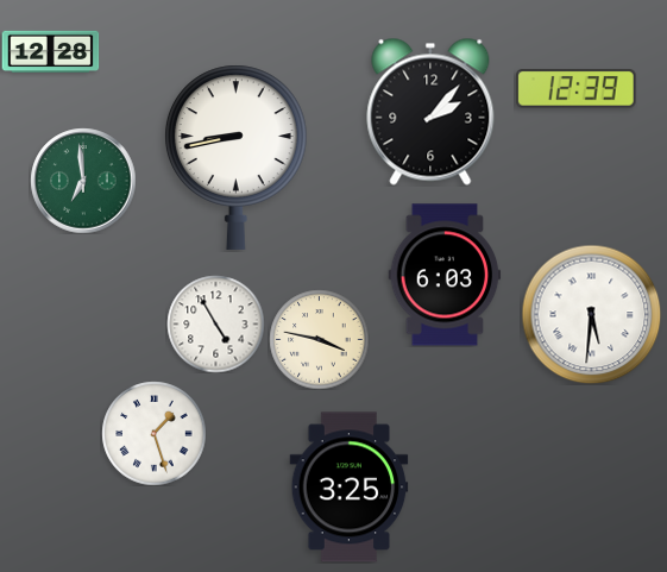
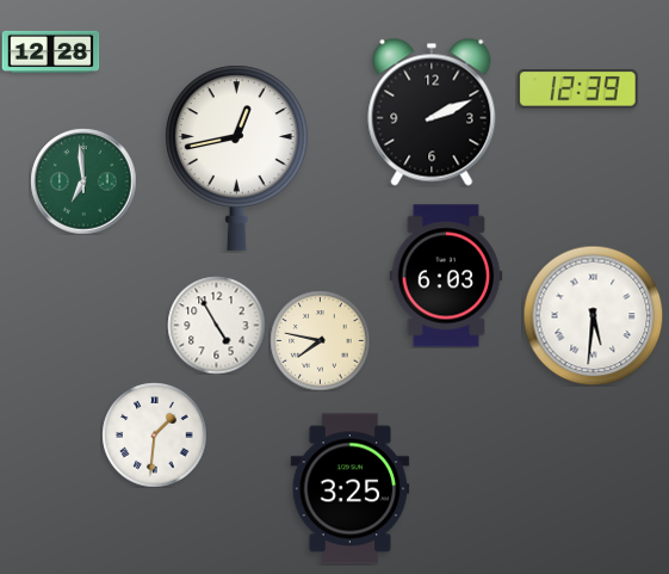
clock at (430, 112): 2:07 -> 2:11
clock at (235, 157): 8:43 -> 12:43
clock at (319, 339): 3:47 -> 7:47
clock at (153, 433): 1:27 -> 1:31
